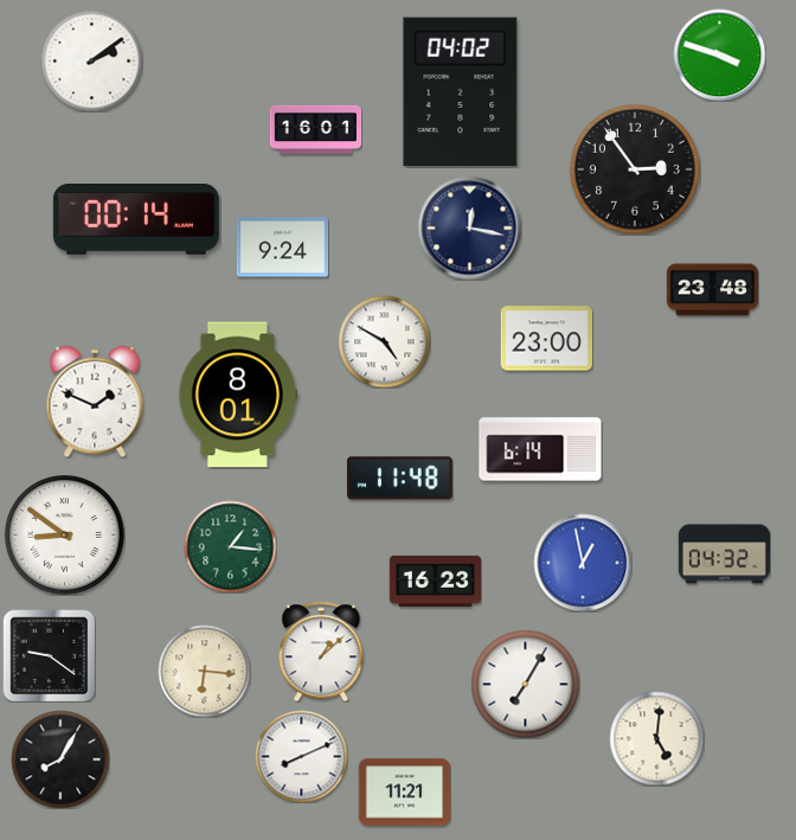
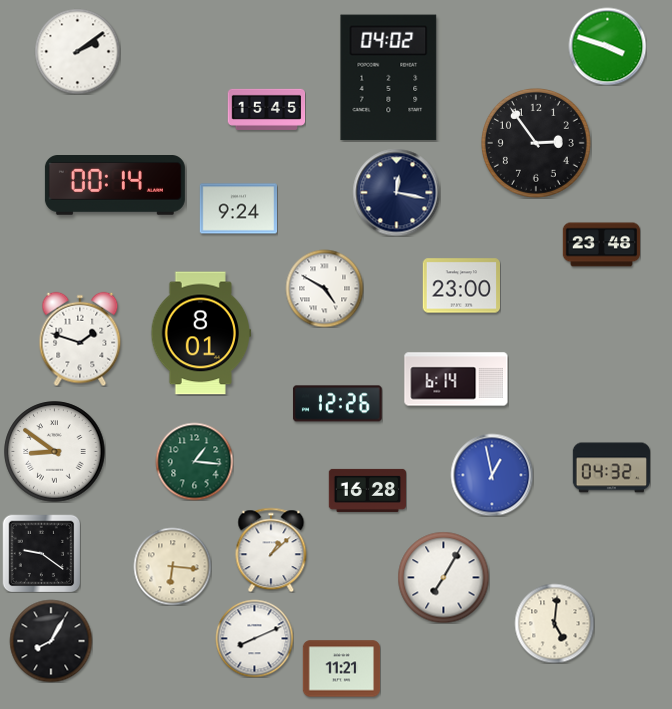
clock at (315, 129): 16:01 -> 15:45
clock at (95, 402): 1:49 -> 1:48
clock at (399, 479): 11:48 -> 12:26
clock at (435, 581): 16:23 -> 16:28
